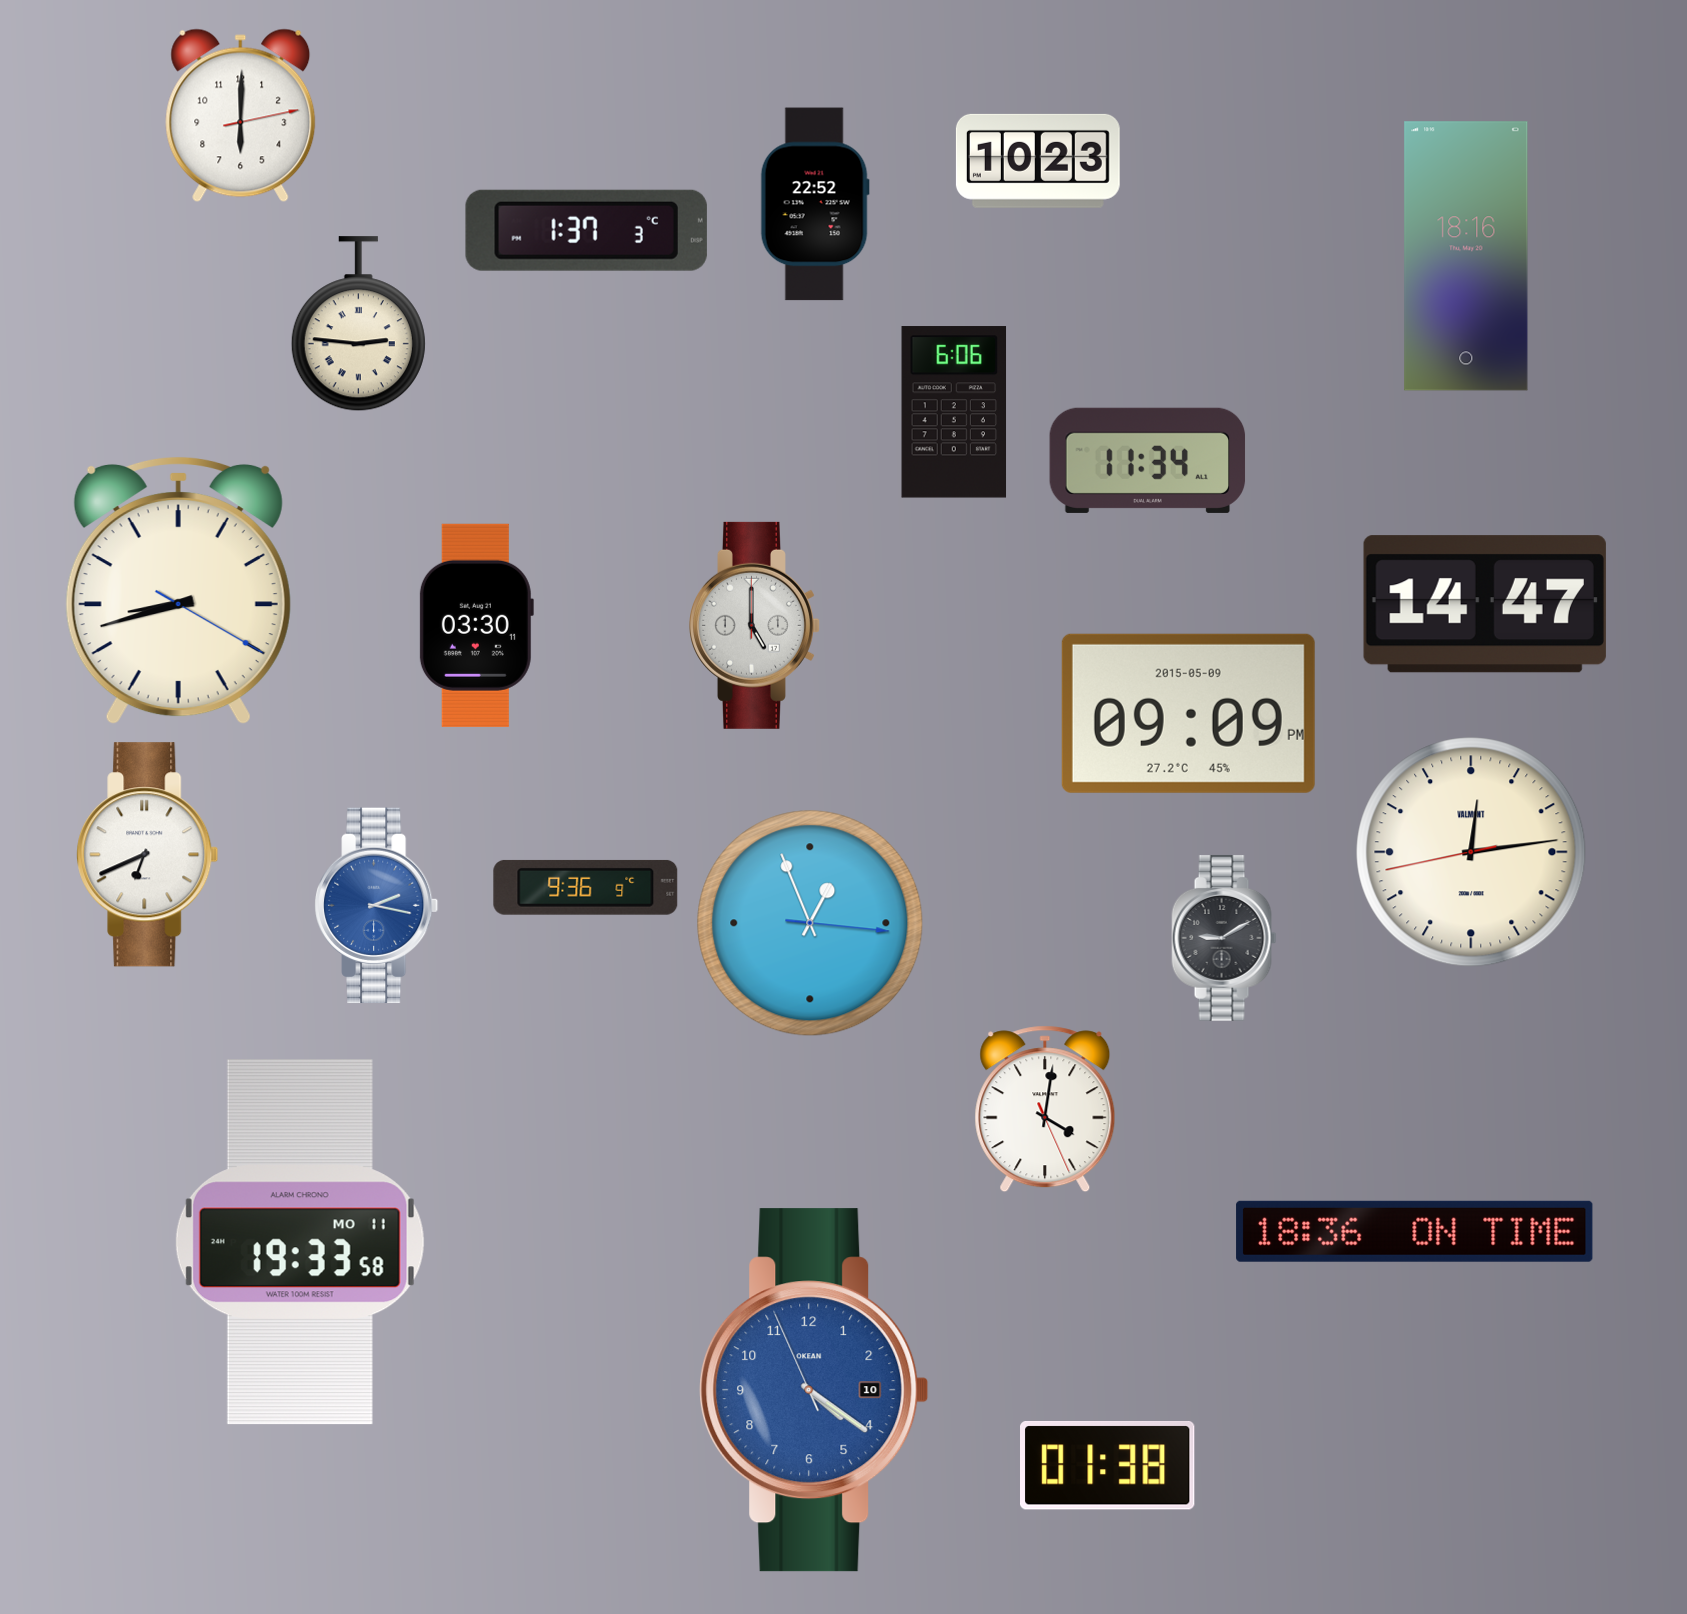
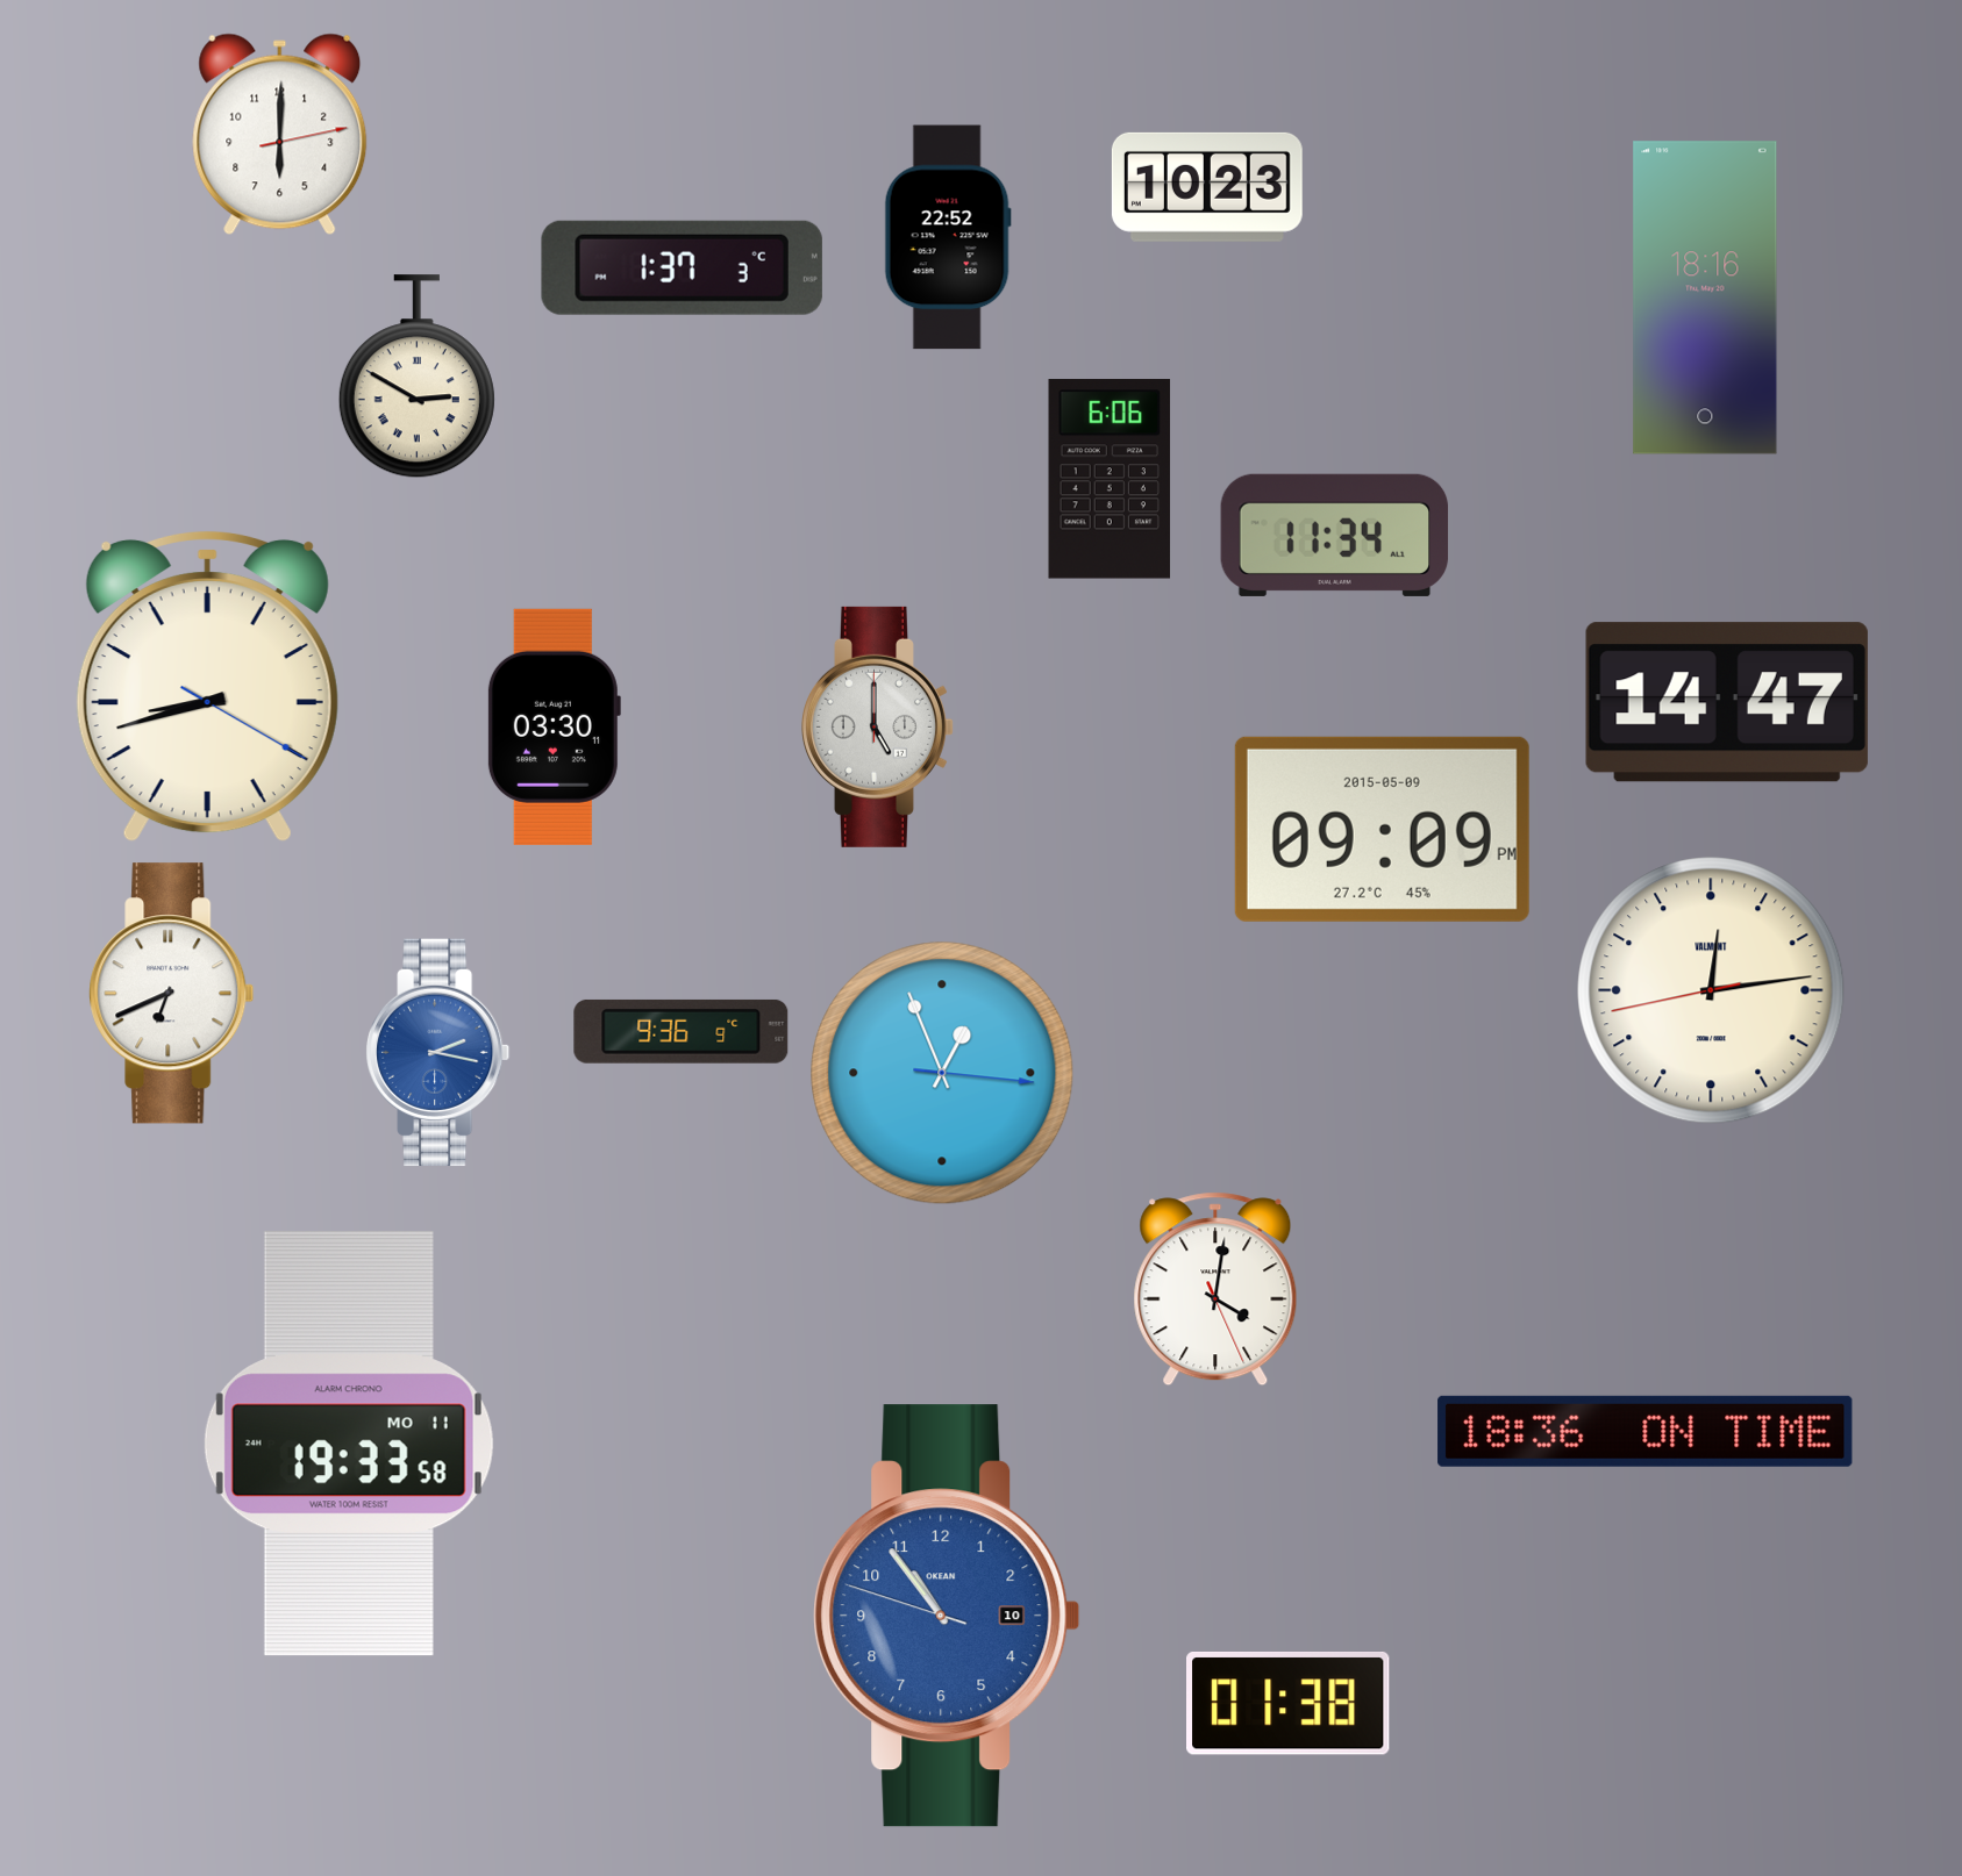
clock at (358, 324): 2:46 -> 2:50
clock at (1224, 938): 9:10 -> none
clock at (814, 1390): 4:20 -> 10:53
